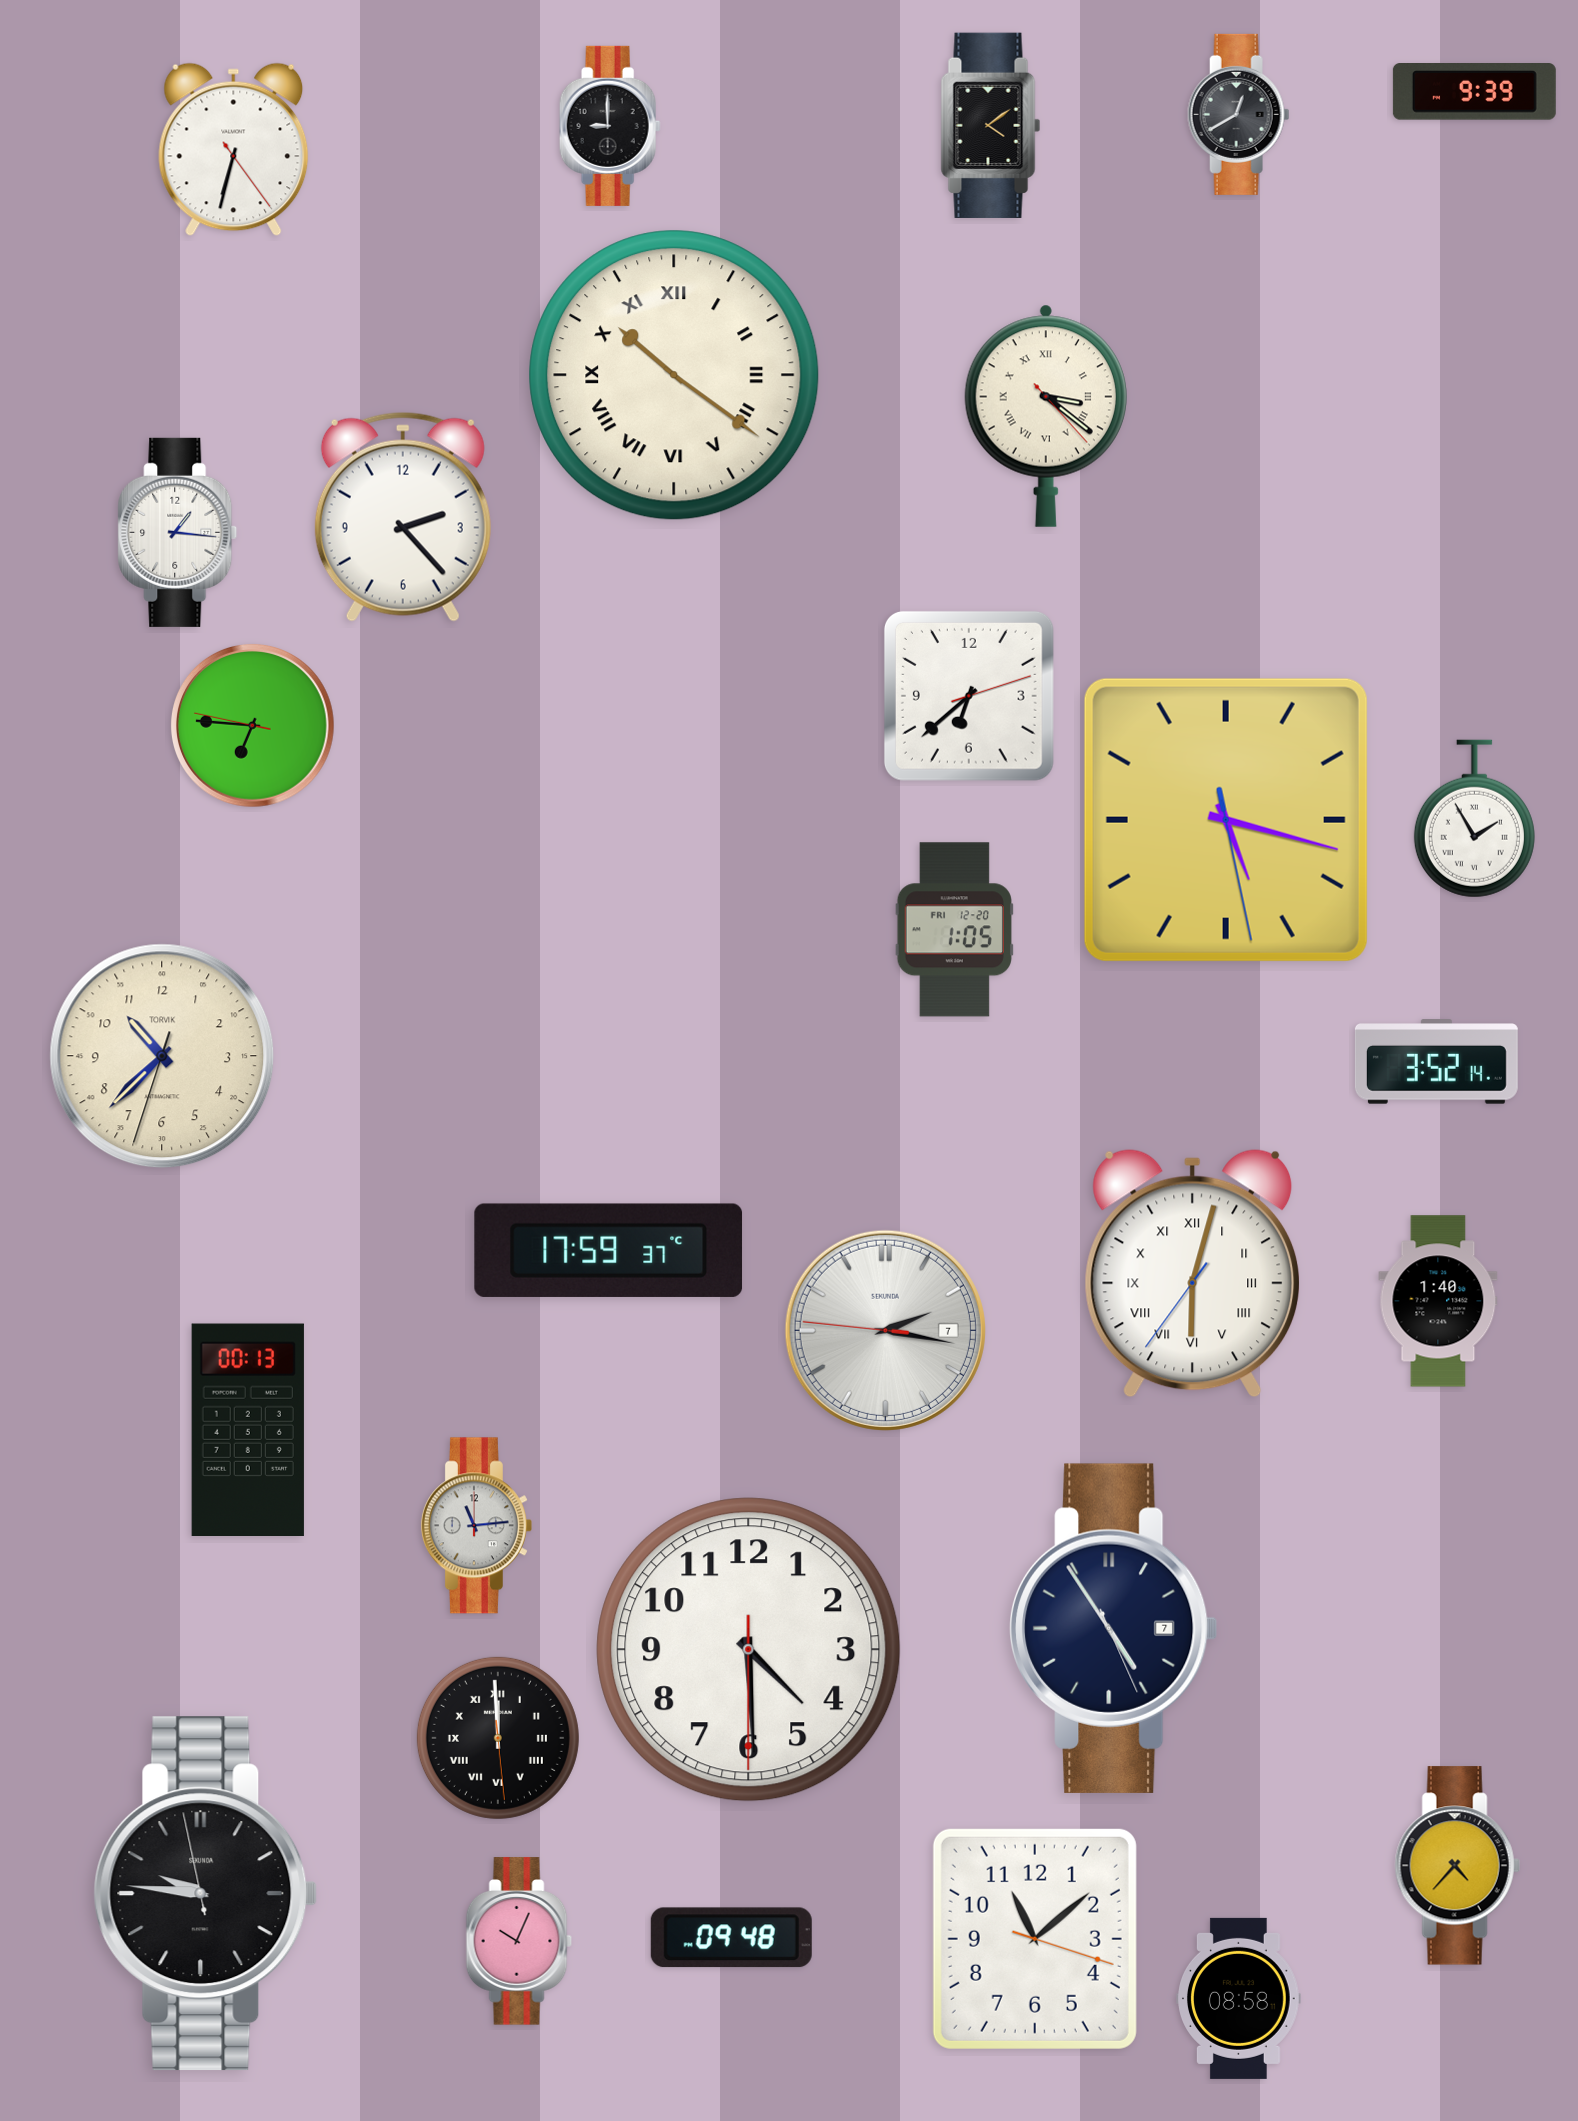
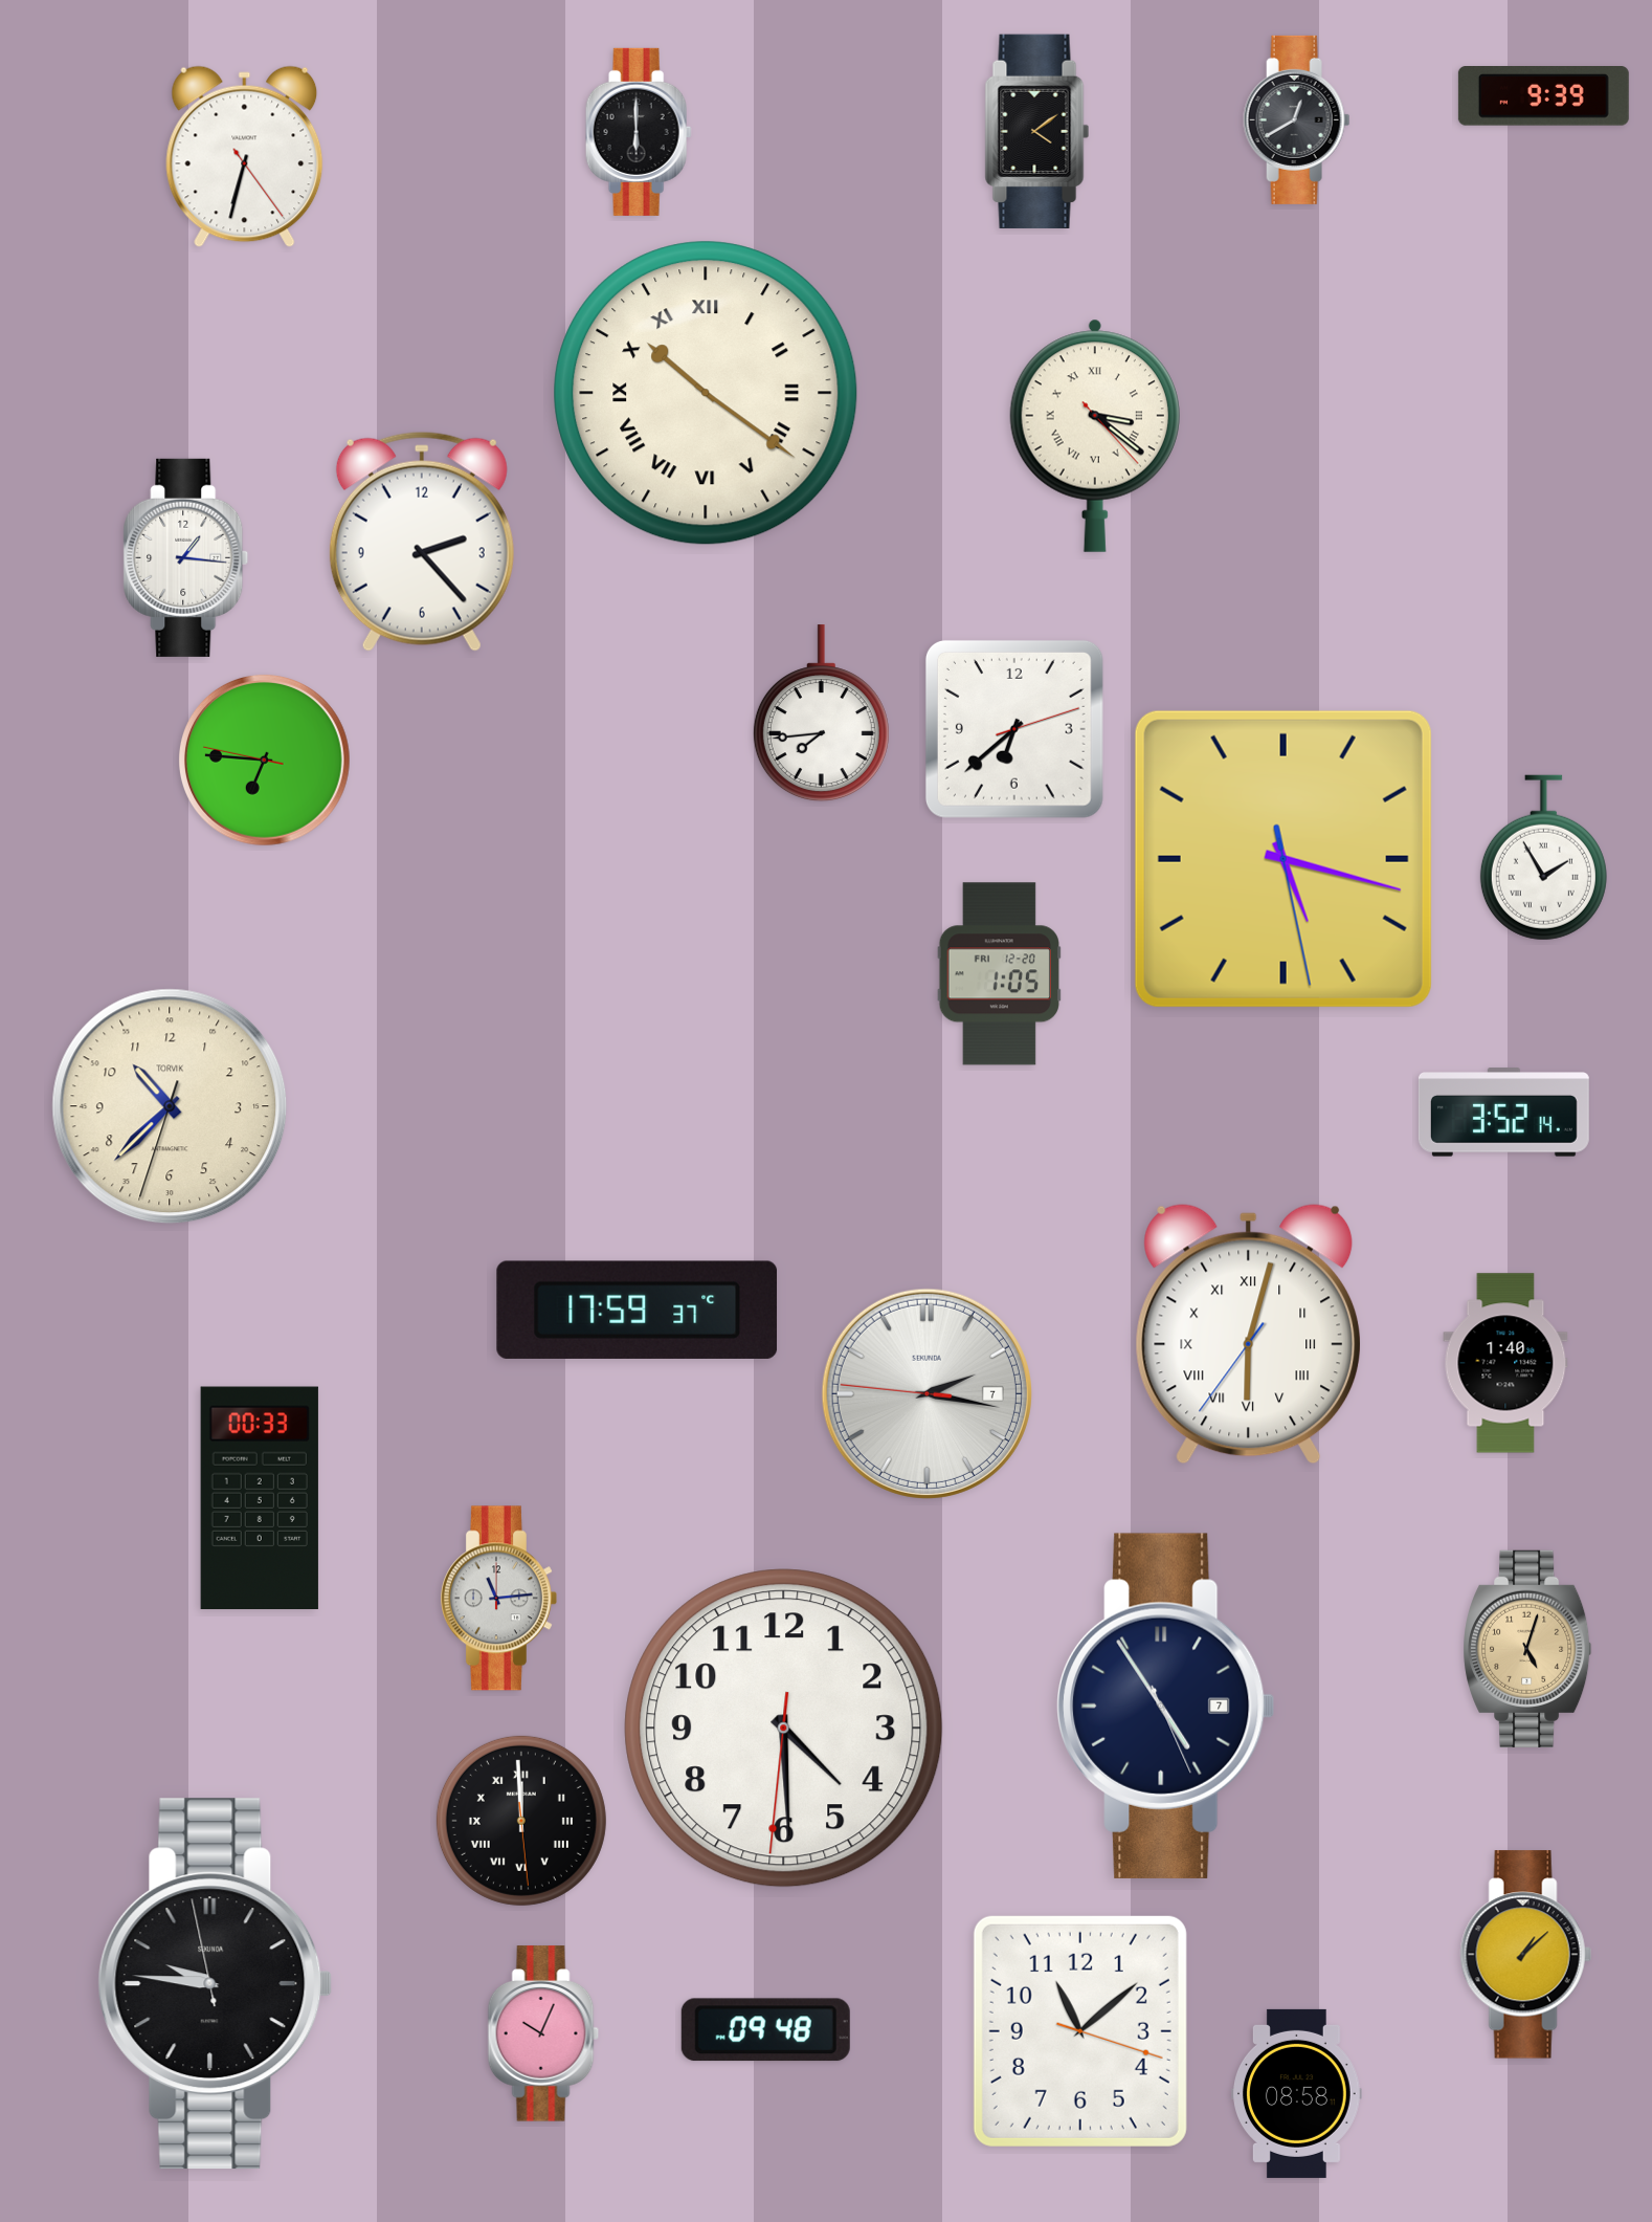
clock at (610, 126): 9:00 -> 6:00
clock at (821, 713): none -> 7:44
clock at (248, 1430): 00:13 -> 00:33
clock at (1527, 1649): none -> 5:03
clock at (749, 1650): 4:29:30 -> 4:29:31
clock at (1457, 1866): 4:37 -> 1:08
clock at (1035, 1939) position: (1035, 1939) -> (1080, 2031)
